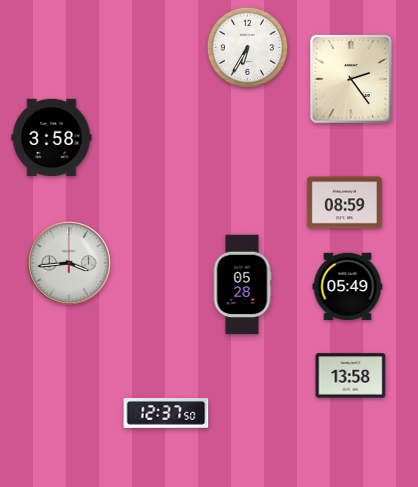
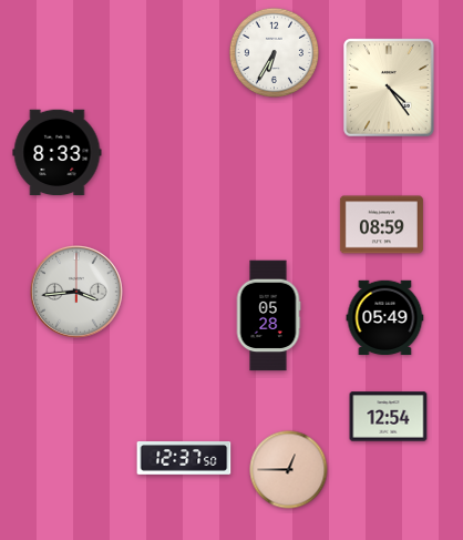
clock at (351, 79): 2:24 -> 4:24
clock at (52, 138): 3:58 -> 8:33
clock at (351, 376): 13:58 -> 12:54
clock at (289, 470): none -> 12:45
